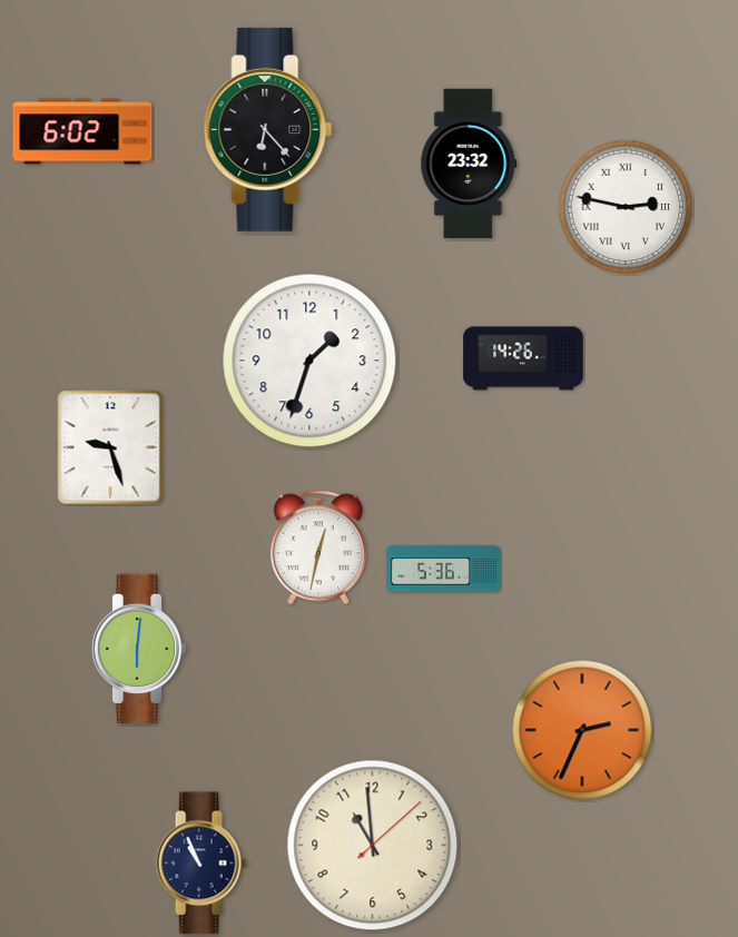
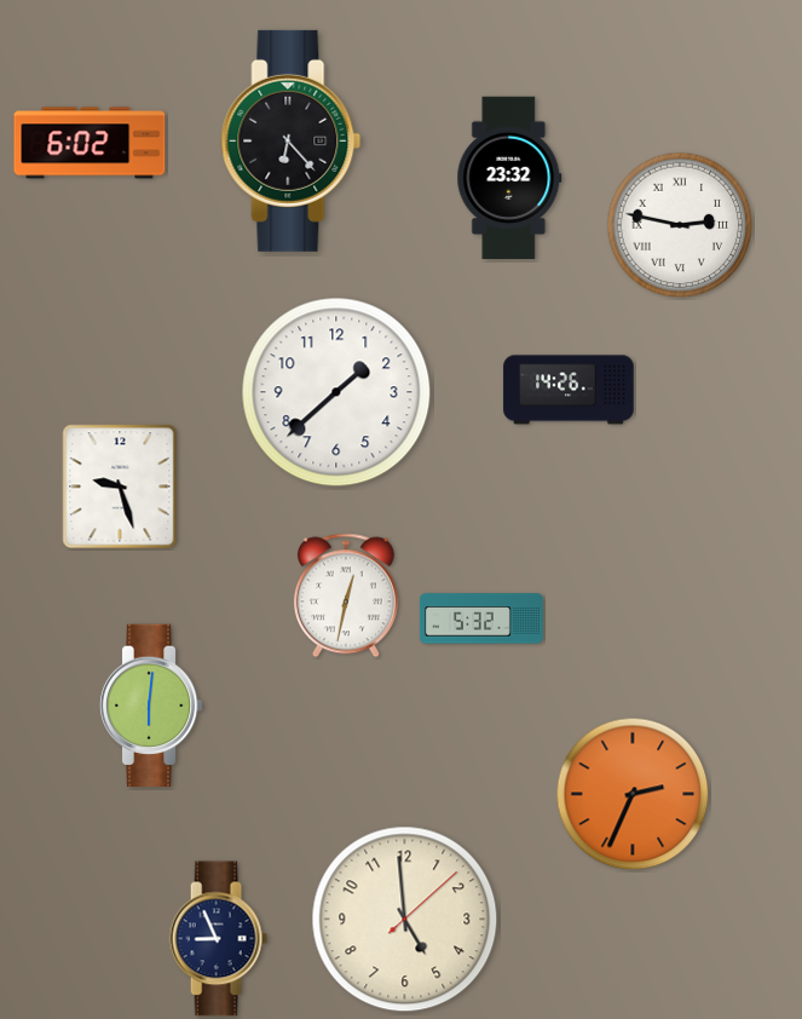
clock at (309, 361): 1:33 -> 1:38
clock at (443, 569): 5:36 -> 5:32
clock at (373, 846): 10:59 -> 4:59
clock at (200, 864): 10:56 -> 8:56
